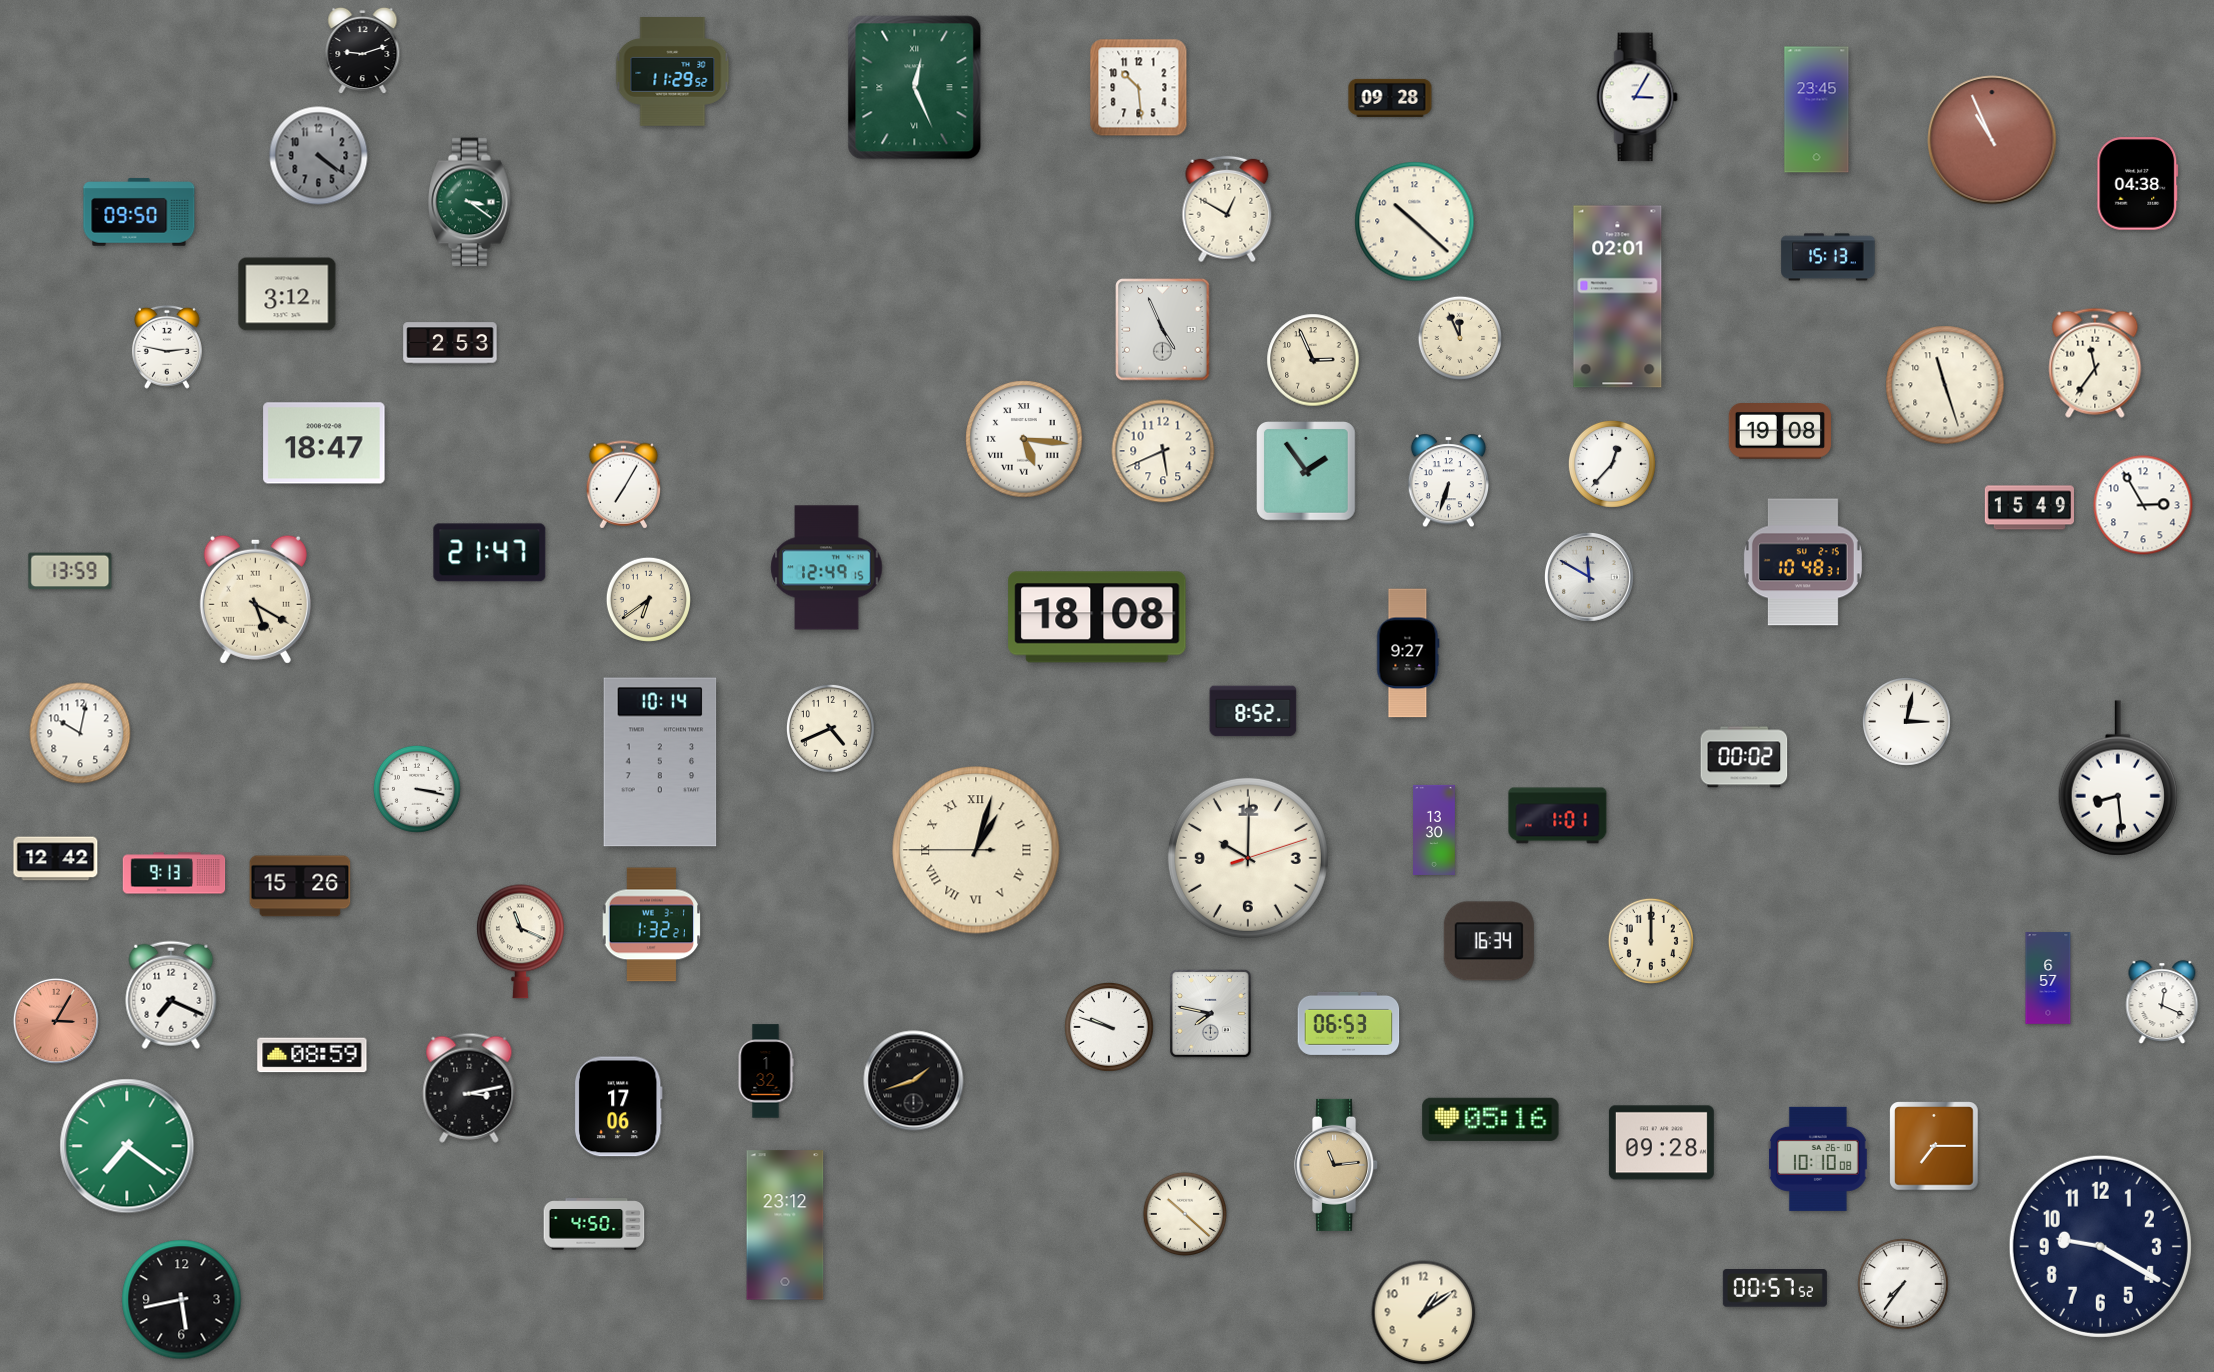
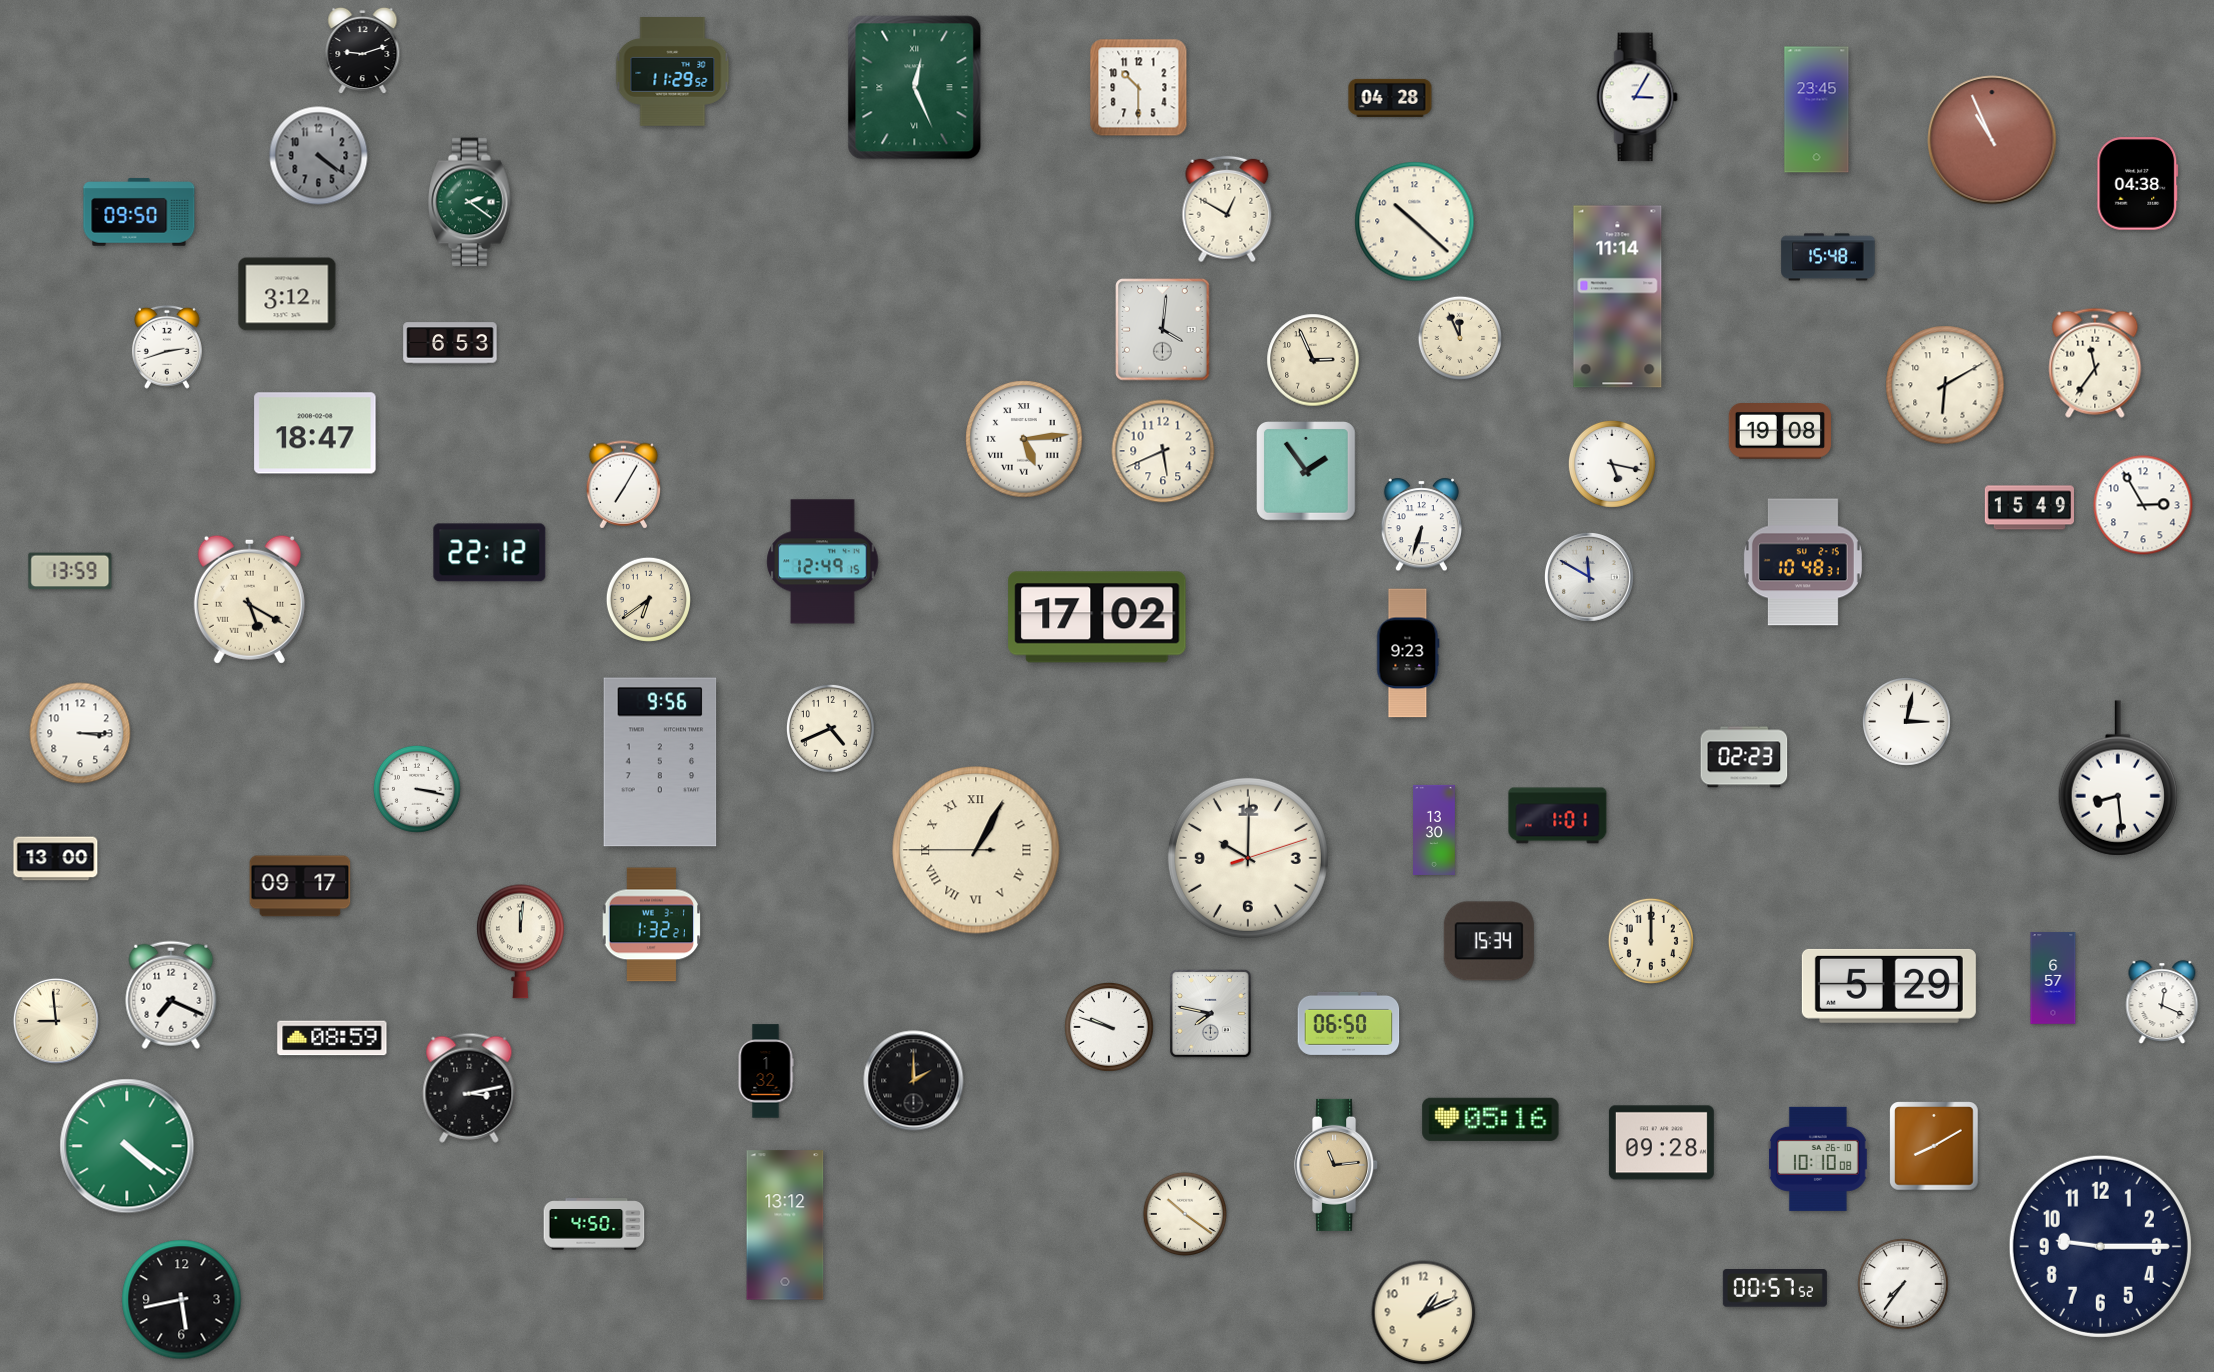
clock at (1139, 88): 10:29 -> 10:30
clock at (1390, 98): 09:28 -> 04:28
clock at (470, 202): 3:21 -> 2:21
clock at (1828, 257): 15:13 -> 15:48
clock at (1618, 297): 02:01 -> 11:14
clock at (1163, 330): 4:56 -> 4:01
clock at (450, 343): 2:53 -> 6:53
clock at (167, 347): 2:47 -> 2:42
clock at (1945, 385): 11:27 -> 6:10
clock at (1024, 439): 5:16 -> 5:14
clock at (324, 443) position: (324, 443) -> (315, 433)
clock at (1612, 464): 12:37 -> 5:17
clock at (1448, 481) position: (1448, 481) -> (1421, 525)
clock at (490, 553): 21:47 -> 22:12
clock at (827, 568) position: (827, 568) -> (823, 562)
clock at (255, 599) position: (255, 599) -> (249, 599)
clock at (1097, 617): 18:08 -> 17:02
clock at (1408, 653): 9:27 -> 9:23
clock at (1253, 711): 8:52 -> none
clock at (80, 733): 10:02 -> 3:15
clock at (1744, 757): 00:02 -> 02:23
clock at (660, 762): 10:14 -> 9:56
clock at (976, 850): 1:02 -> 1:04
clock at (56, 859): 12:42 -> 13:00
clock at (174, 873): 9:13 -> none
clock at (300, 886): 15:26 -> 09:17
clock at (1489, 941): 16:34 -> 15:34
clock at (521, 942): 11:19 -> 12:01
clock at (2048, 978) position: (2048, 978) -> (2053, 978)
clock at (1889, 986): none -> 5:29
clock at (56, 1021): 3:05 -> 8:59
clock at (56, 1021) dial: salmon -> cream
clock at (1349, 1023): 06:53 -> 06:50
clock at (312, 1055) position: (312, 1055) -> (332, 1038)
clock at (914, 1081): 1:42 -> 2:00
clock at (618, 1107): 17:06 -> none
clock at (127, 1146): 7:21 -> 4:21
clock at (1934, 1146): 7:15 -> 8:10
clock at (1185, 1214): 10:22 -> 10:21
clock at (785, 1225): 23:12 -> 13:12
clock at (2100, 1246): 9:20 -> 9:15
clock at (1424, 1313): 1:09 -> 1:11
